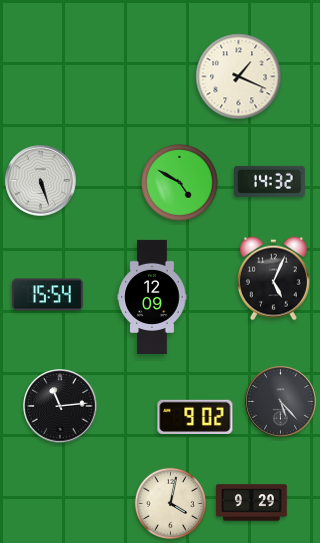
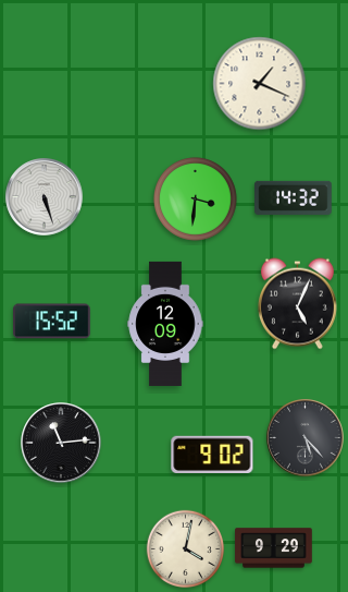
clock at (180, 183): 4:50 -> 3:31
clock at (48, 295): 15:54 -> 15:52
clock at (60, 406) position: (60, 406) -> (61, 443)
